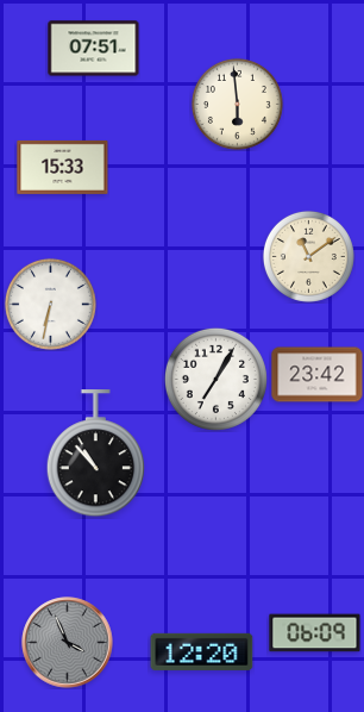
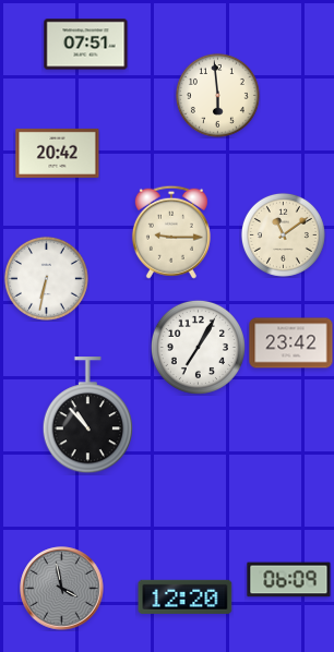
clock at (63, 167): 15:33 -> 20:42
clock at (171, 232): none -> 9:15
clock at (68, 643): 3:56 -> 3:58
